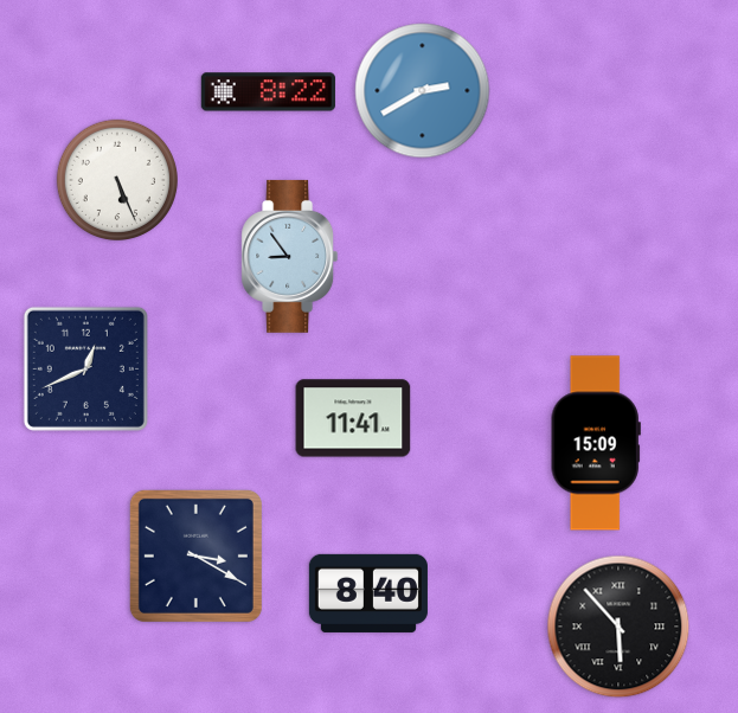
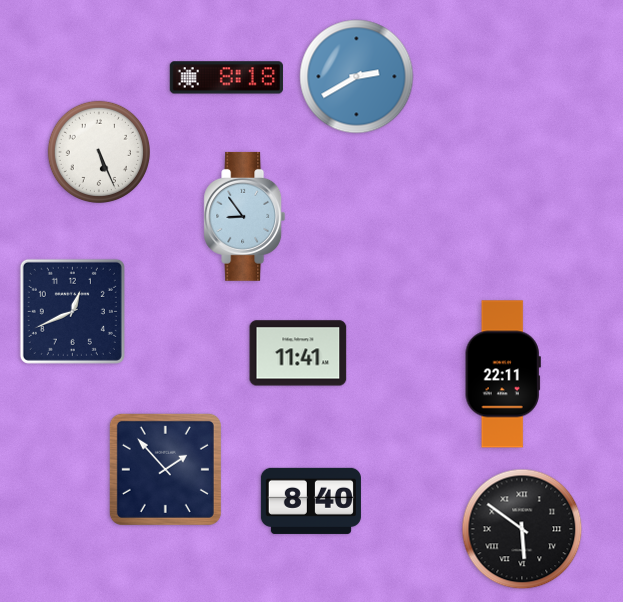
clock at (268, 92): 8:22 -> 8:18
clock at (596, 443): 15:09 -> 22:11
clock at (195, 555): 3:20 -> 1:53
clock at (618, 627): 5:53 -> 5:51
